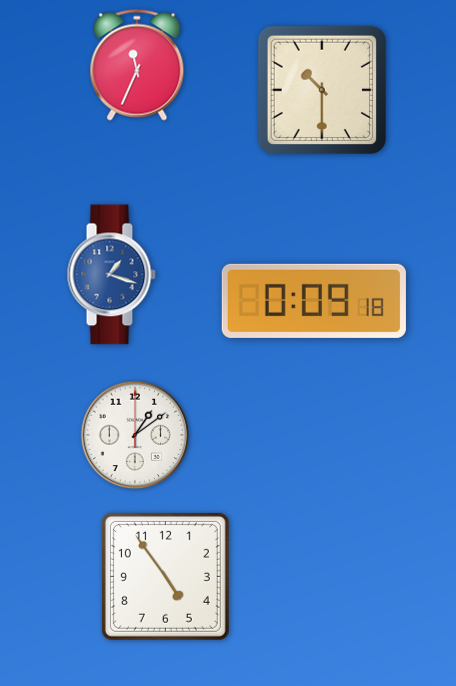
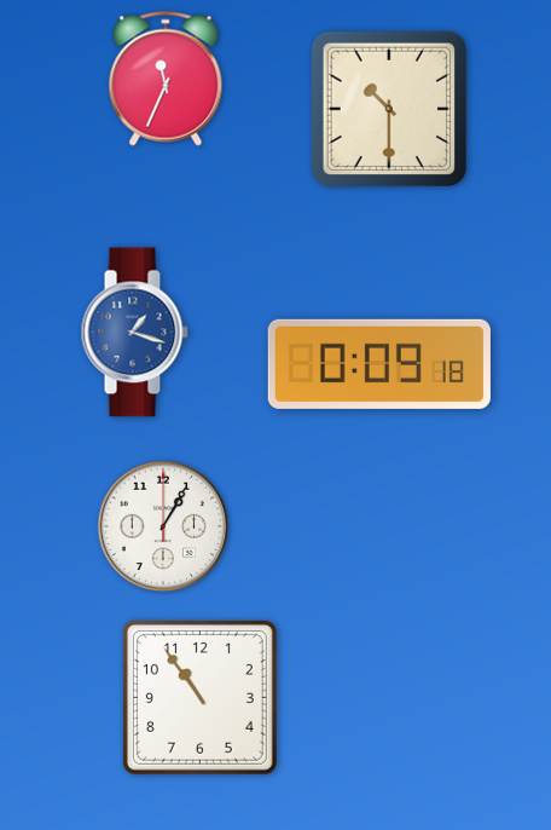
clock at (135, 435): 1:09 -> 1:05
clock at (165, 576): 4:54 -> 10:54
